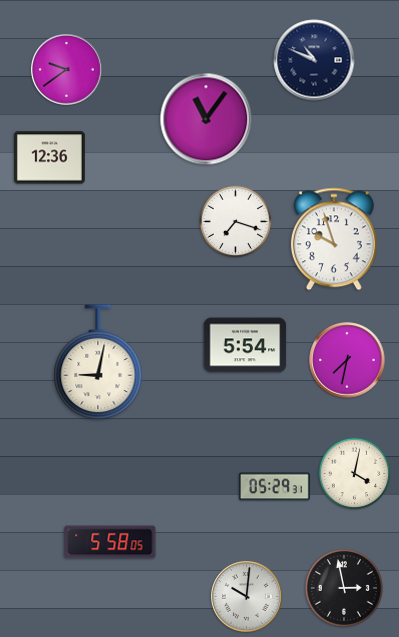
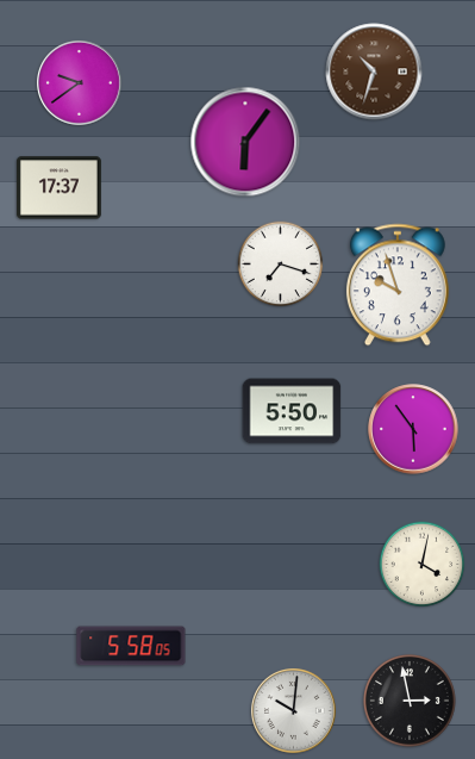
clock at (314, 60): 10:49 -> 10:33
clock at (314, 60) dial: navy -> brown
clock at (206, 119): 11:06 -> 6:06
clock at (49, 158): 12:36 -> 17:37
clock at (245, 345): 5:54 -> 5:50
clock at (347, 360): 7:32 -> 5:54
clock at (98, 362): 9:02 -> none
clock at (274, 487): 05:29 -> none
